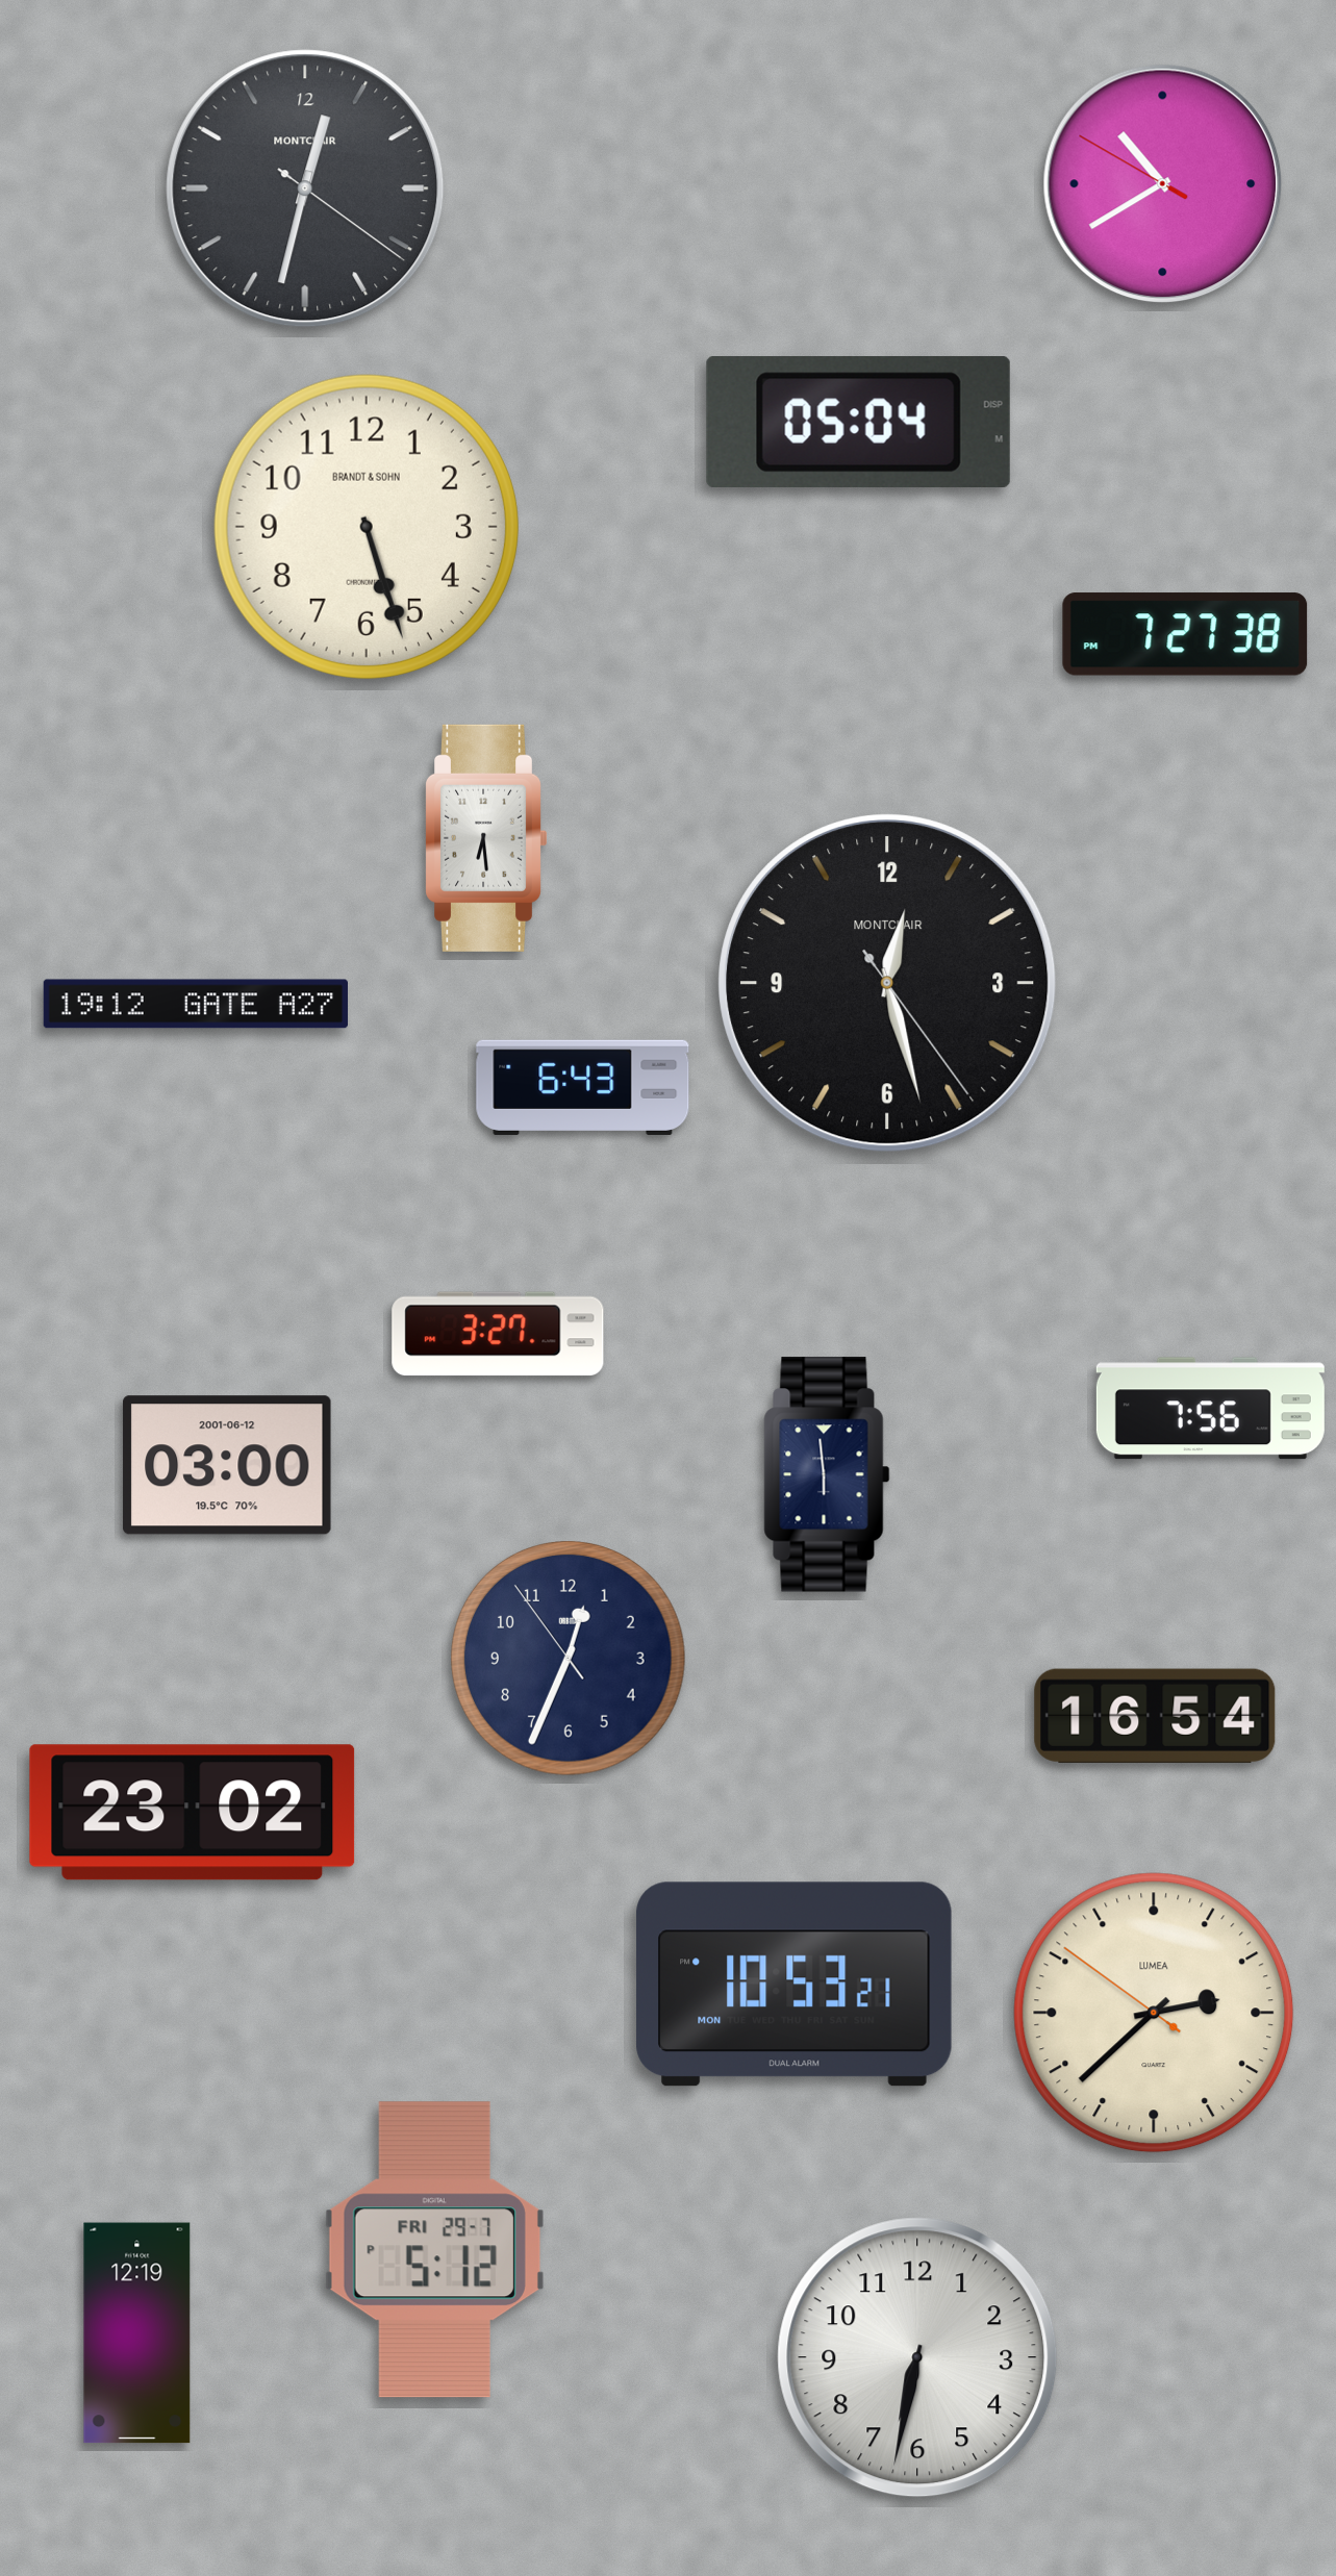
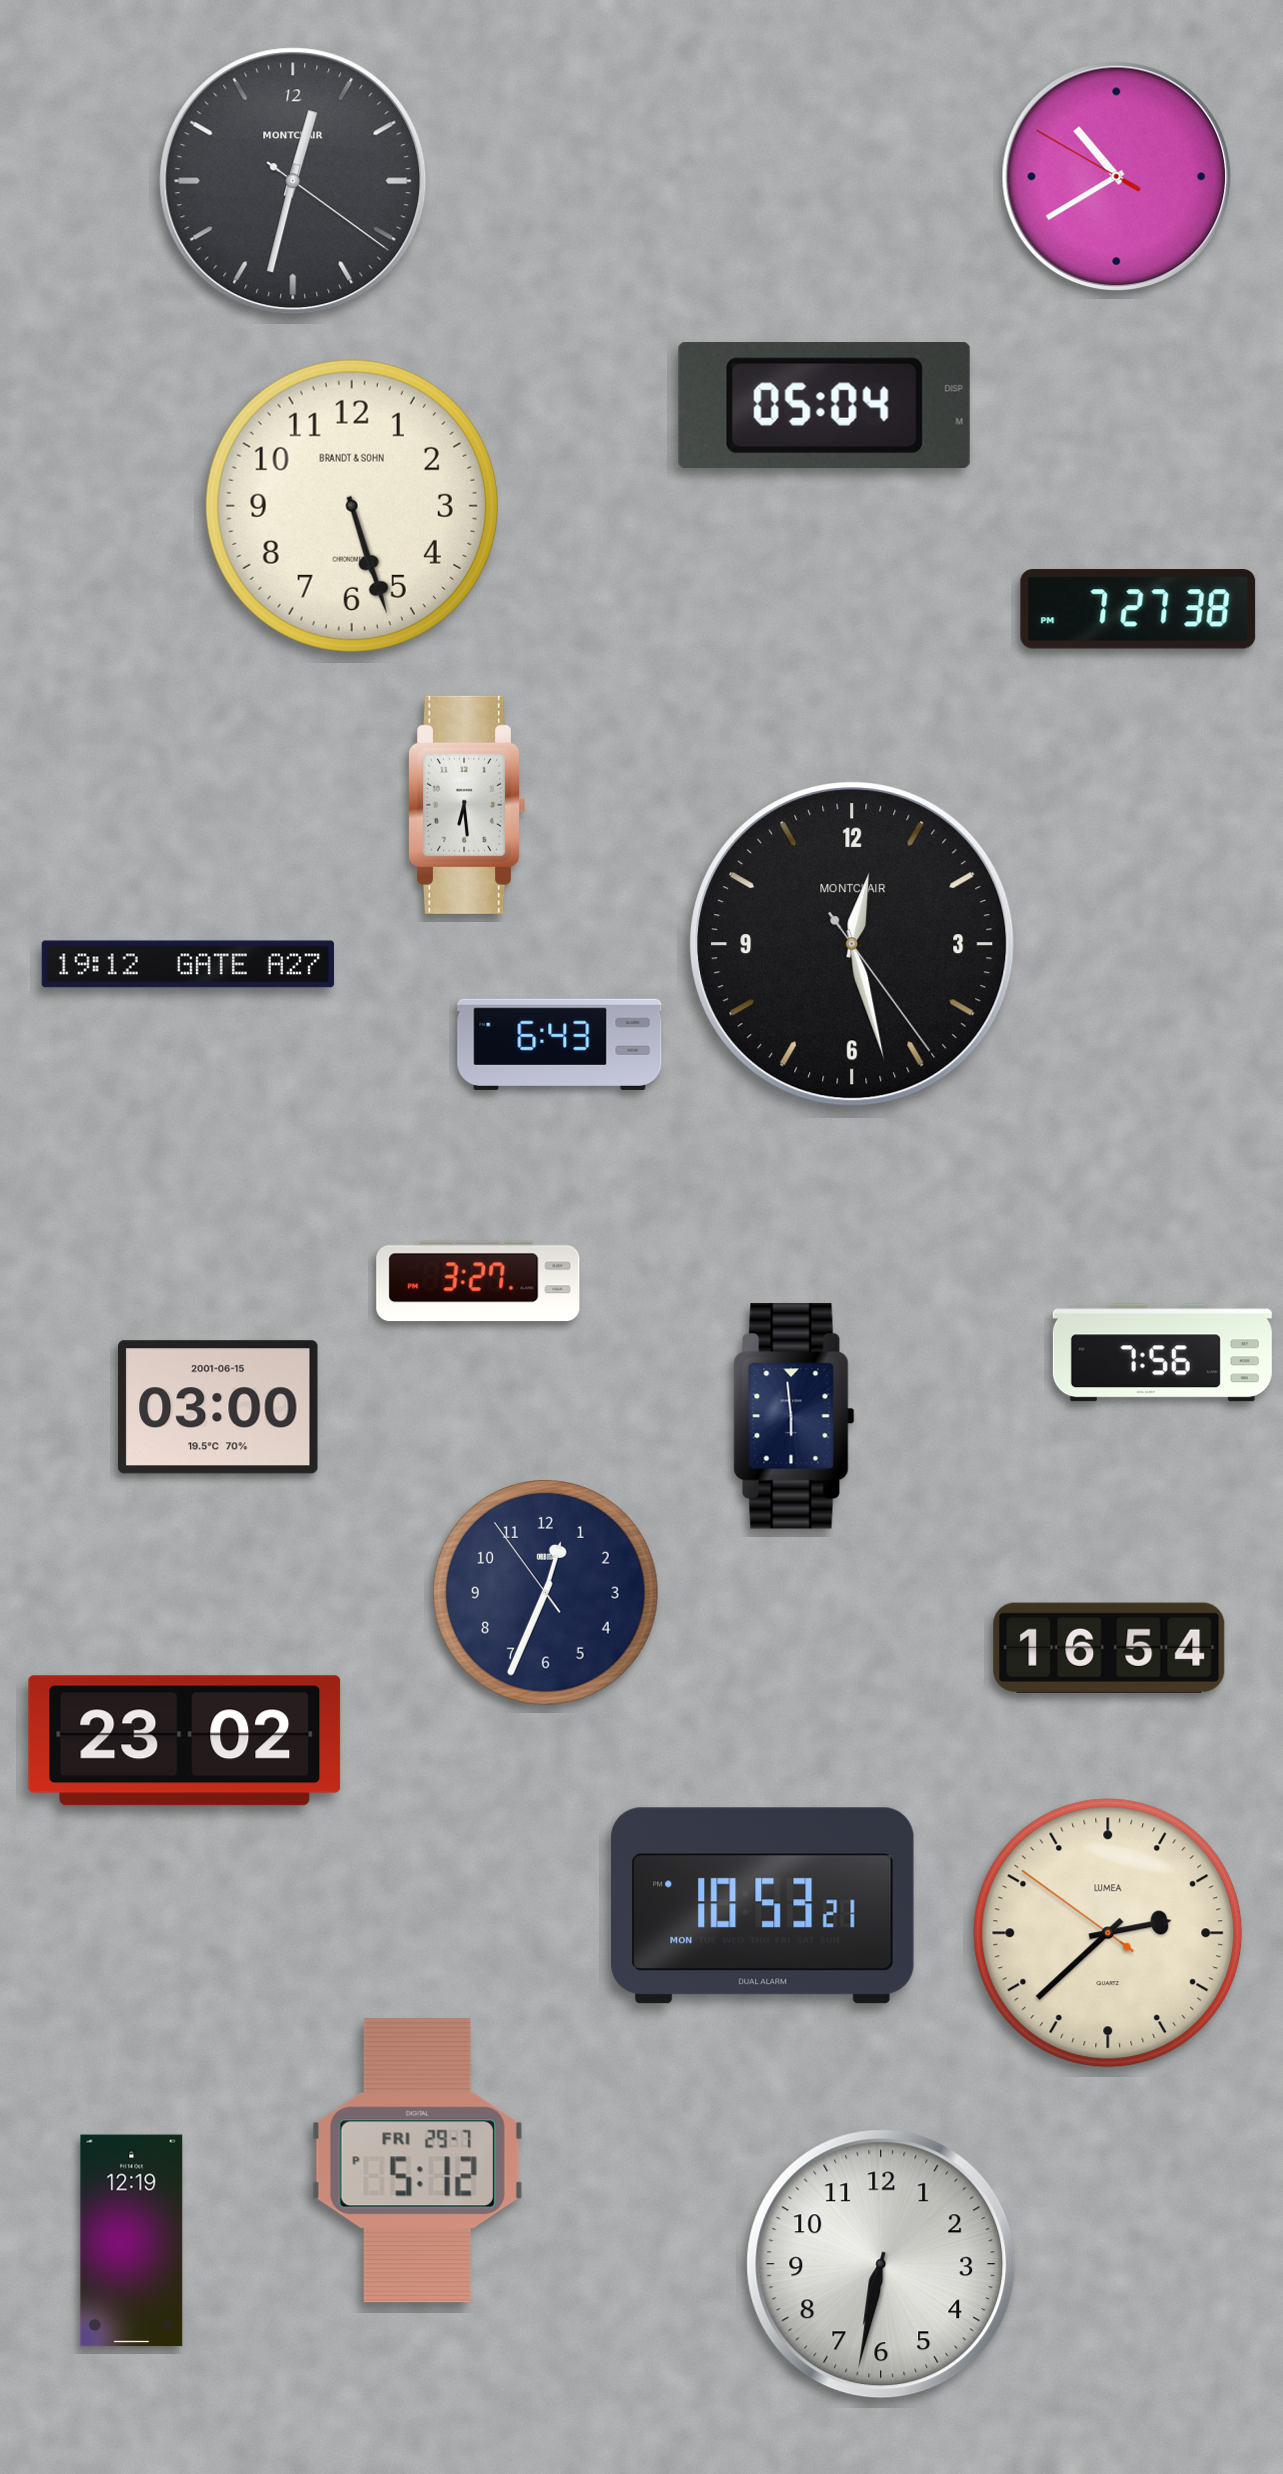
clock at (227, 1465) date: 2001-06-12 -> 2001-06-15
